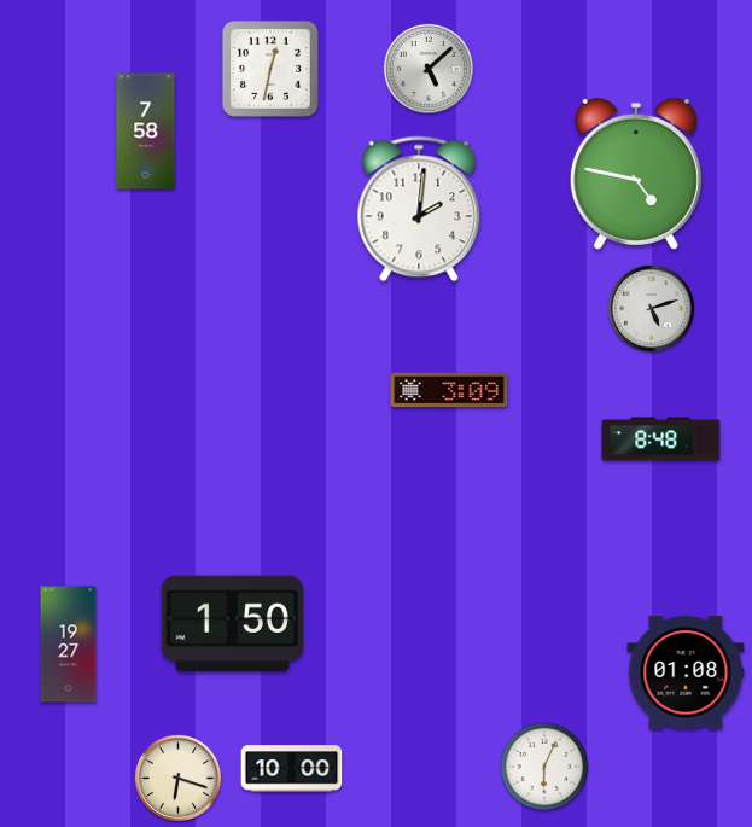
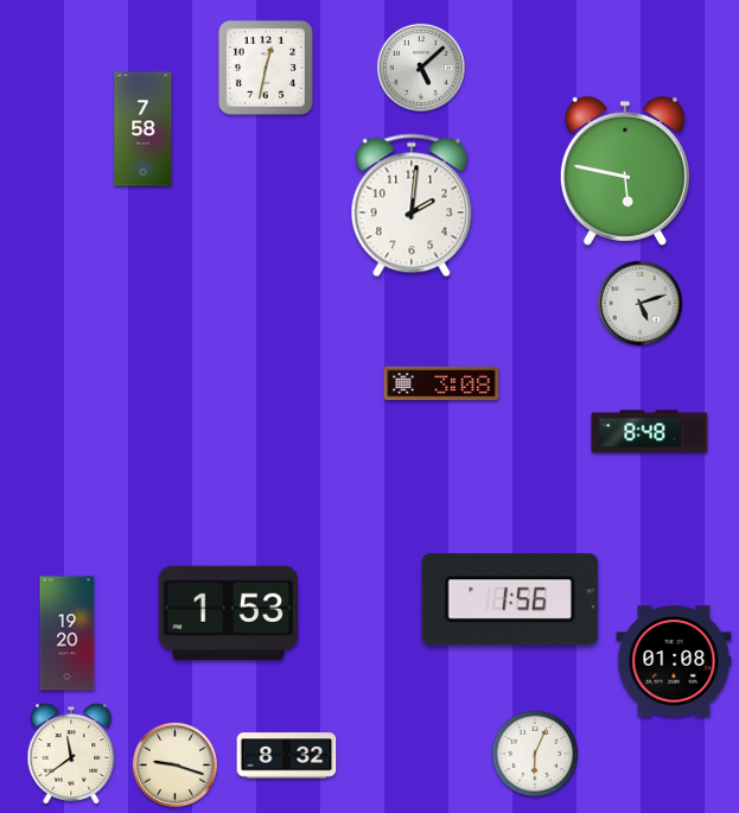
clock at (636, 174): 4:47 -> 5:47
clock at (449, 390): 3:09 -> 3:08
clock at (510, 599): none -> 1:56
clock at (232, 624): 1:50 -> 1:53
clock at (69, 645): 19:27 -> 19:20
clock at (71, 754): none -> 11:39
clock at (292, 769): 10:00 -> 8:32
clock at (177, 778): 6:18 -> 9:18
